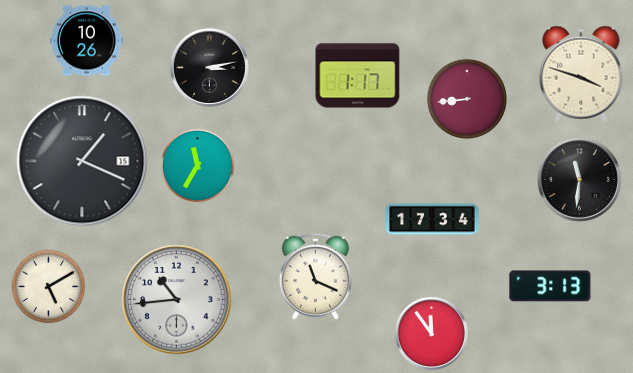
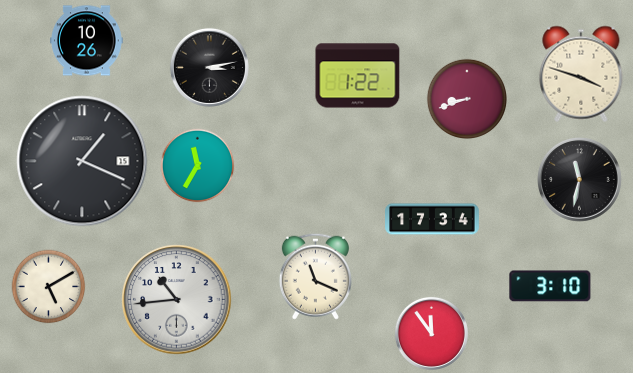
clock at (358, 76): 1:17 -> 1:22
clock at (466, 98): 8:44 -> 8:42
clock at (579, 179): 11:31 -> 11:32
clock at (550, 286): 3:13 -> 3:10
